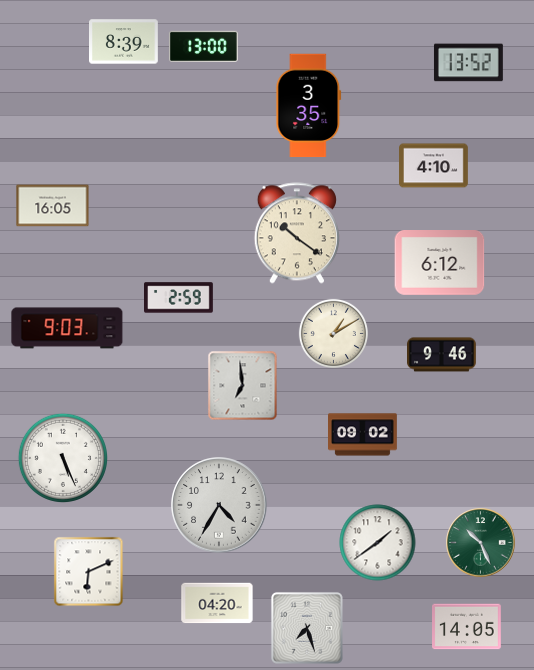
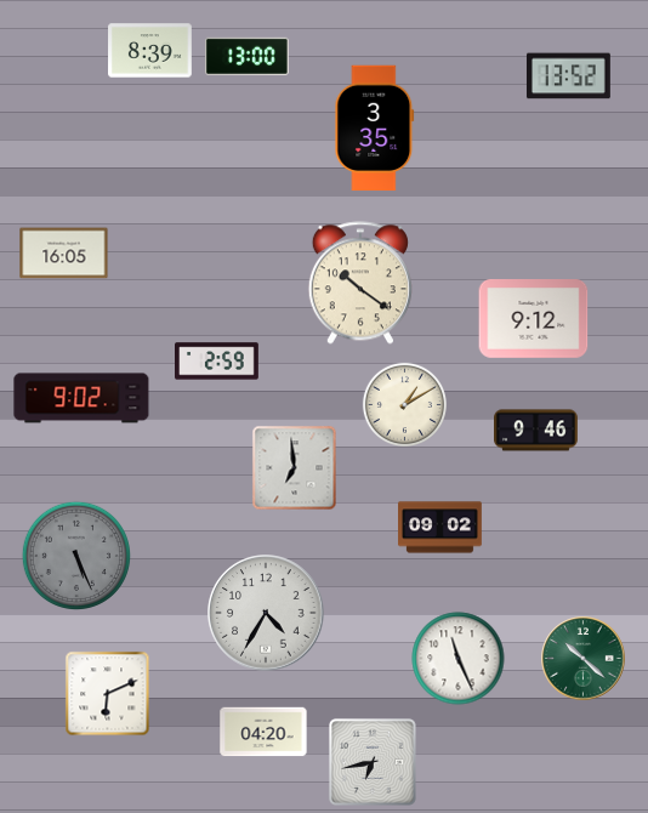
clock at (434, 166): 4:10 -> none
clock at (53, 206) position: (53, 206) -> (64, 254)
clock at (440, 263): 6:12 -> 9:12
clock at (67, 328): 9:03 -> 9:02
clock at (62, 457) dial: white -> grey
clock at (378, 543): 1:39 -> 11:26
clock at (481, 543): 10:26 -> 10:22
clock at (467, 627): 14:05 -> none
clock at (307, 628): 7:27 -> 6:43
